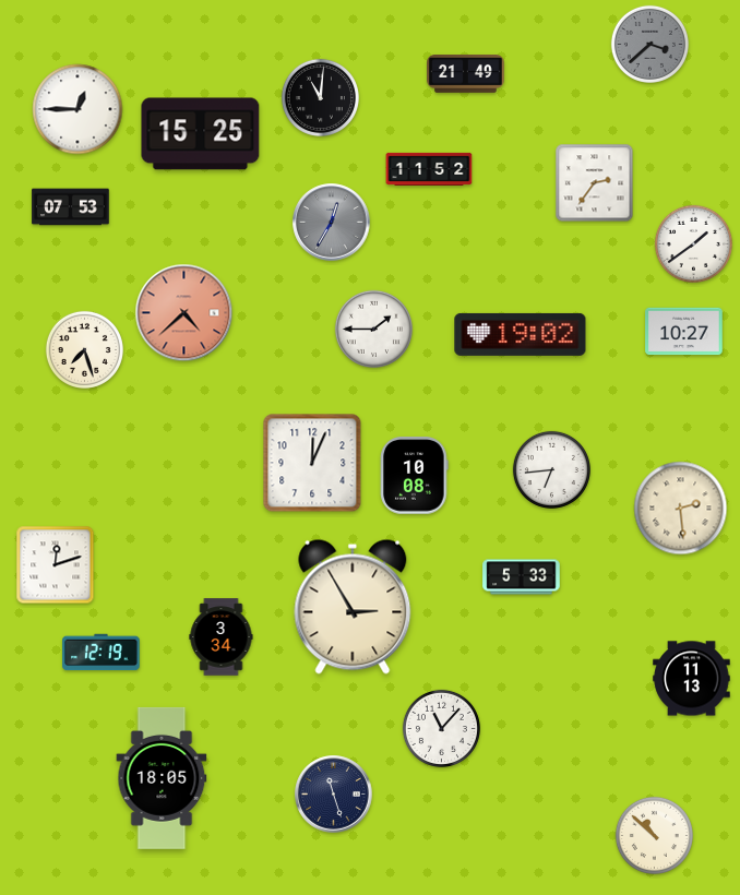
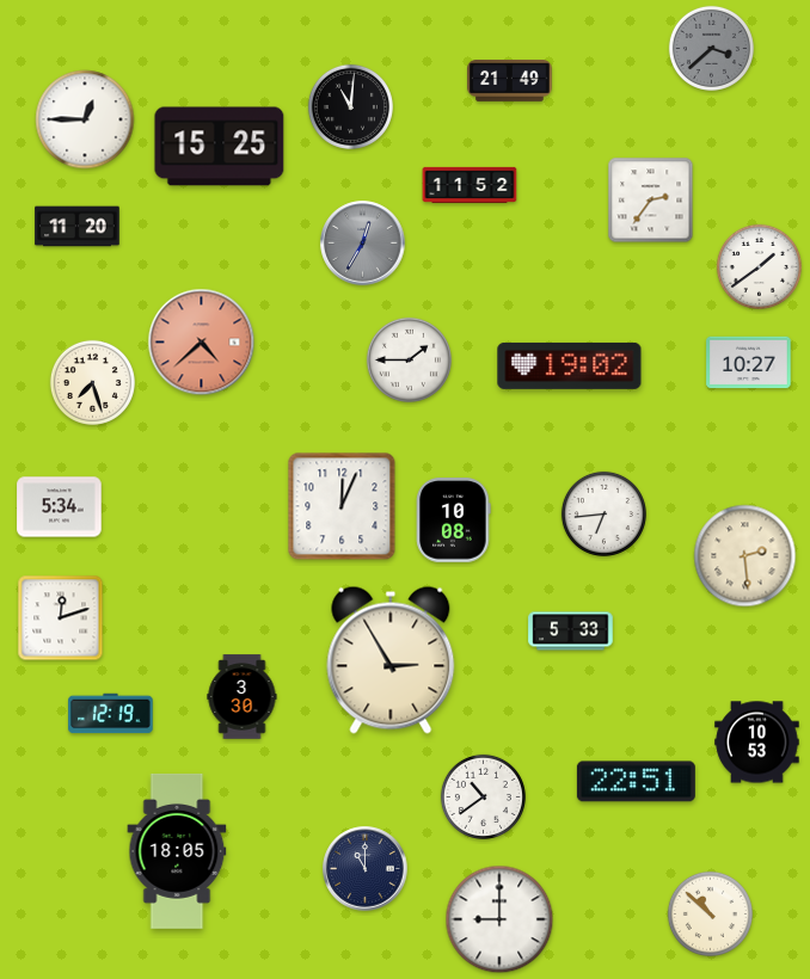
clock at (71, 207): 07:53 -> 11:20
clock at (60, 507): none -> 5:34
clock at (353, 607) position: (353, 607) -> (391, 660)
clock at (222, 637): 3:34 -> 3:30
clock at (692, 679): 11:13 -> 10:53
clock at (636, 782): none -> 22:51
clock at (441, 728): 11:07 -> 10:39
clock at (334, 795): 11:27 -> 11:00
clock at (654, 835) position: (654, 835) -> (710, 913)
clock at (499, 919): none -> 9:00
